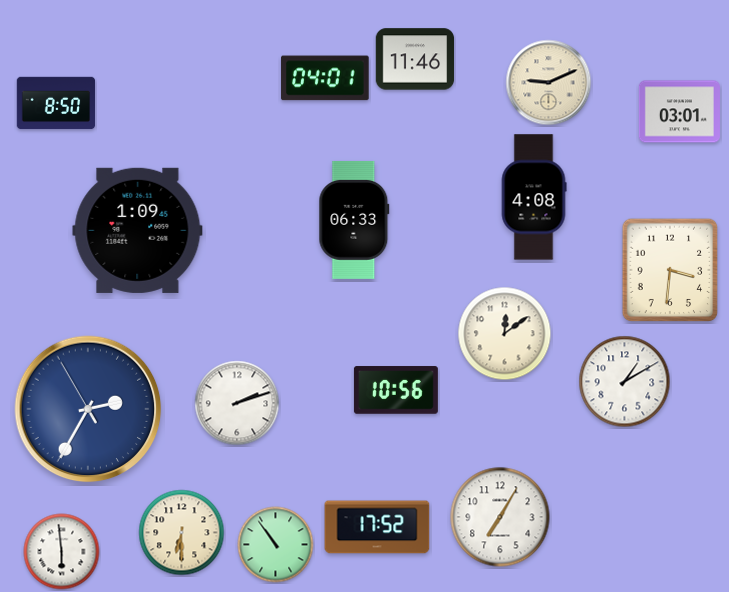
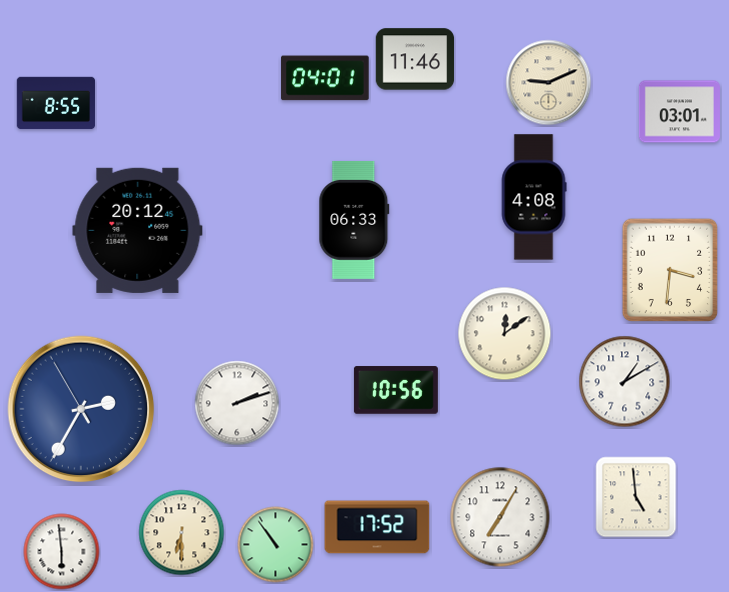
clock at (56, 103): 8:50 -> 8:55
clock at (138, 230): 1:09 -> 20:12
clock at (88, 409) position: (88, 409) -> (81, 409)
clock at (636, 497): none -> 4:59
